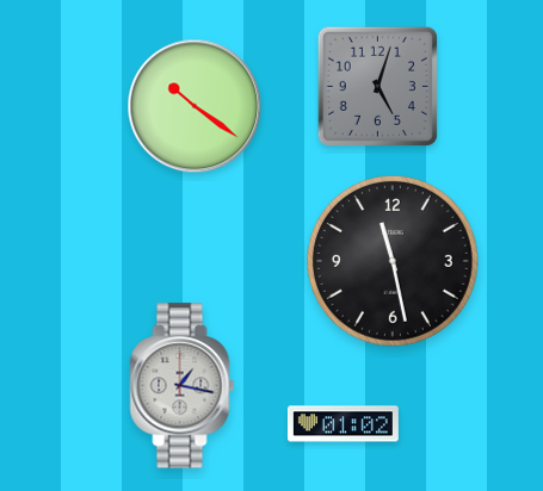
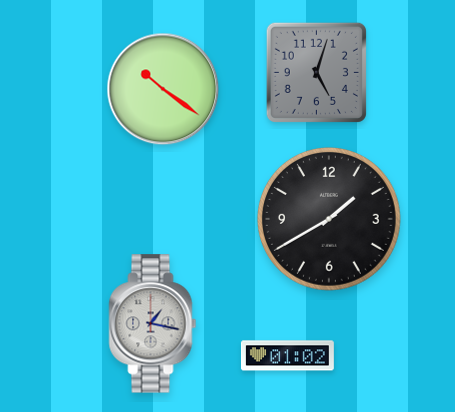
clock at (393, 261): 11:28 -> 1:40
